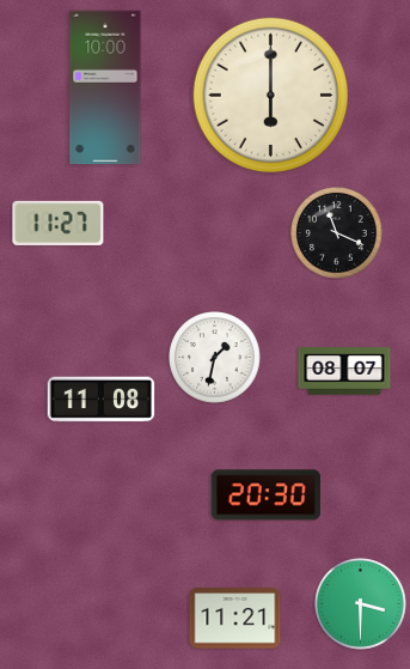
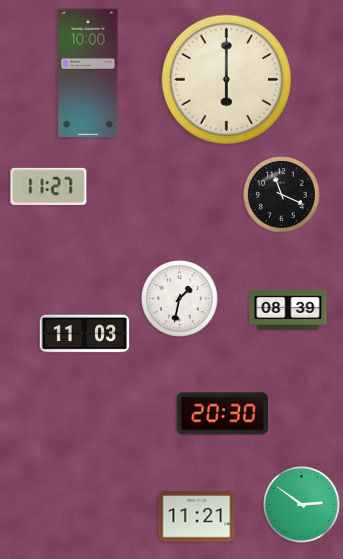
clock at (344, 371): 08:07 -> 08:39
clock at (102, 400): 11:08 -> 11:03
clock at (361, 604): 3:30 -> 2:51
